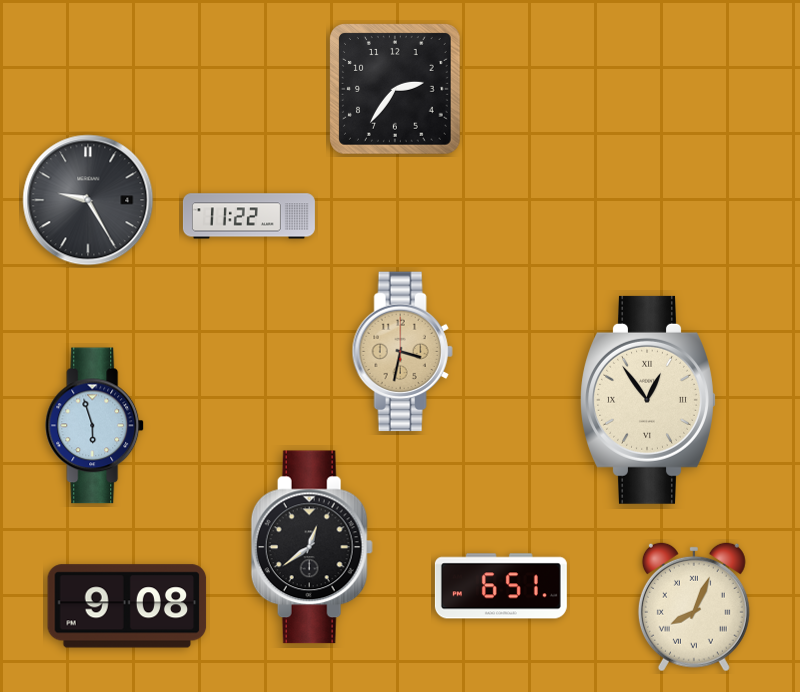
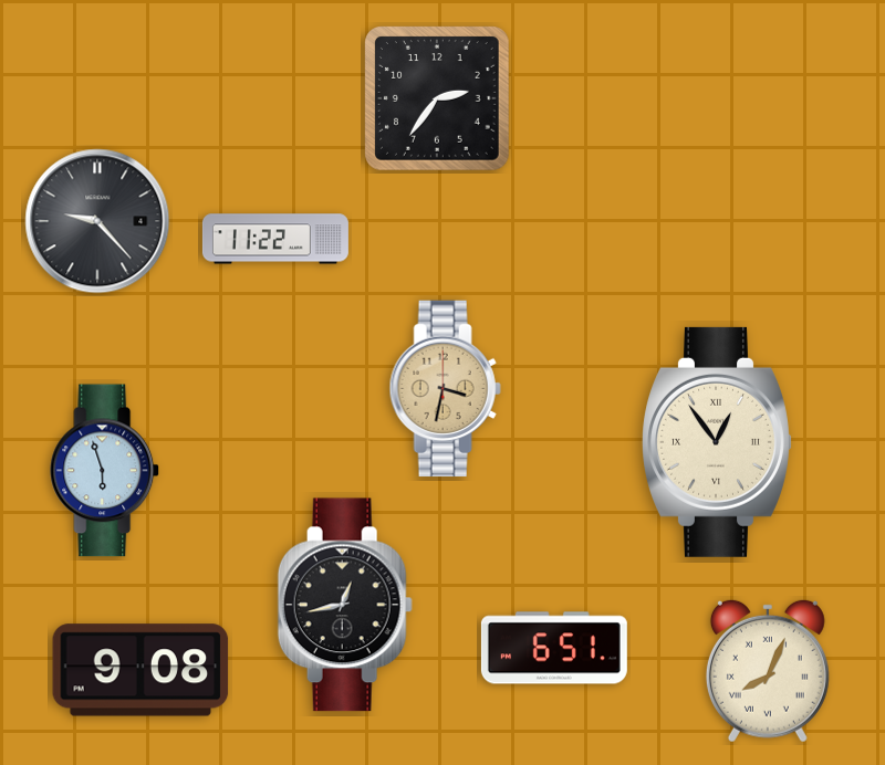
clock at (88, 200): 9:25 -> 9:23
clock at (312, 547): 12:39 -> 12:43
